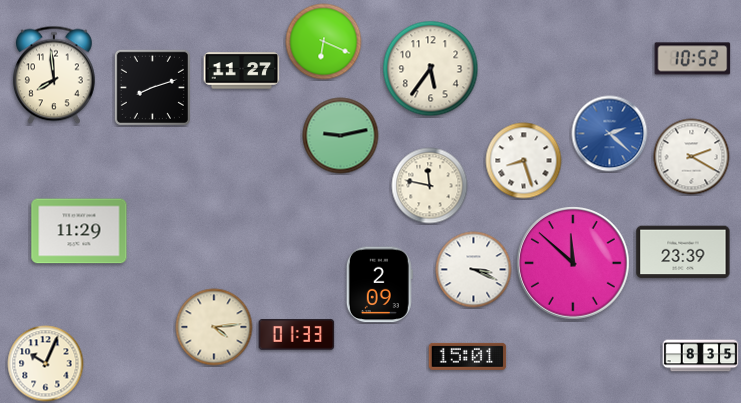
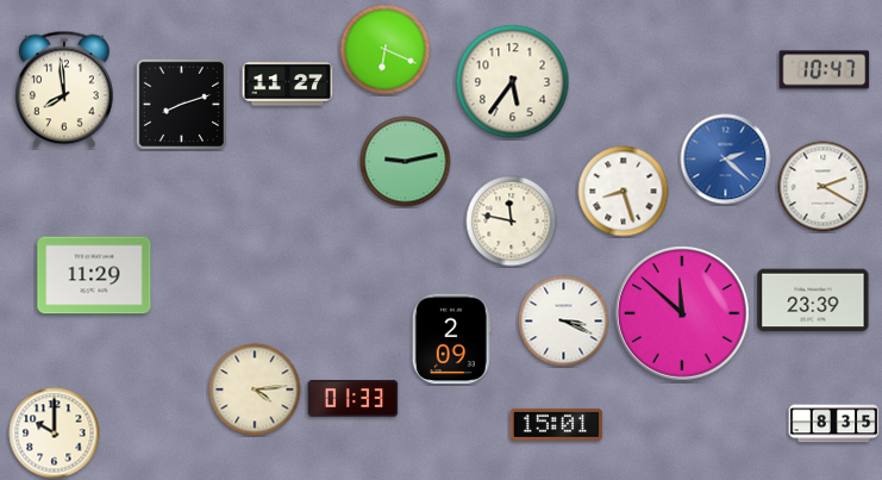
clock at (693, 59): 10:52 -> 10:47
clock at (46, 364): 10:04 -> 10:00
